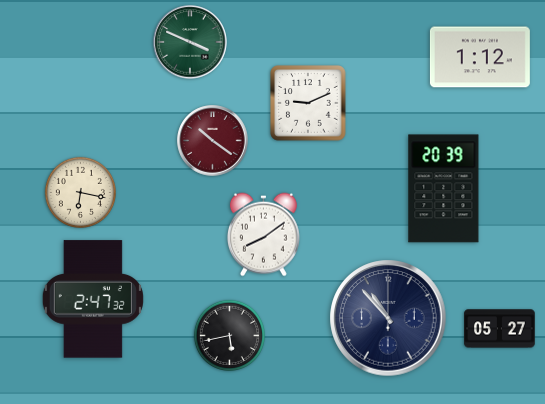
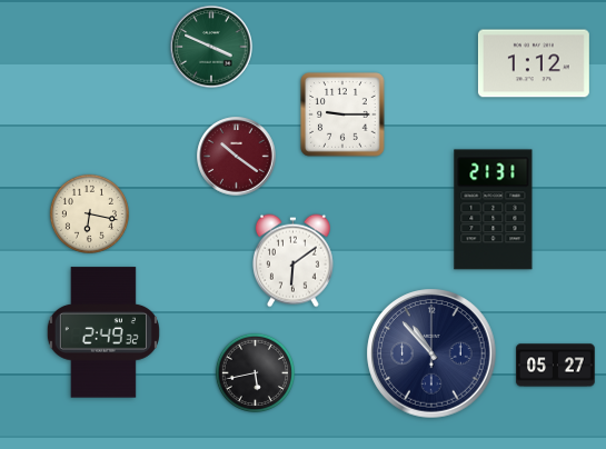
clock at (308, 103): 9:11 -> 9:15
clock at (444, 189): 20:39 -> 21:31
clock at (263, 235): 8:09 -> 6:09
clock at (93, 299): 2:47 -> 2:49
